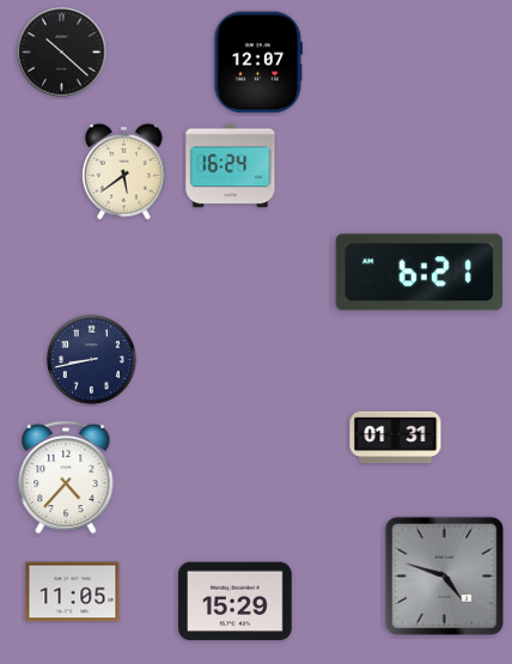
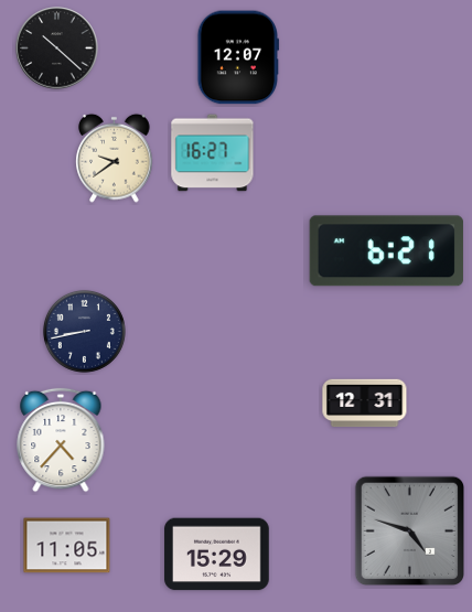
clock at (231, 166): 16:24 -> 16:27
clock at (124, 171): 5:39 -> 9:39
clock at (396, 438): 01:31 -> 12:31
